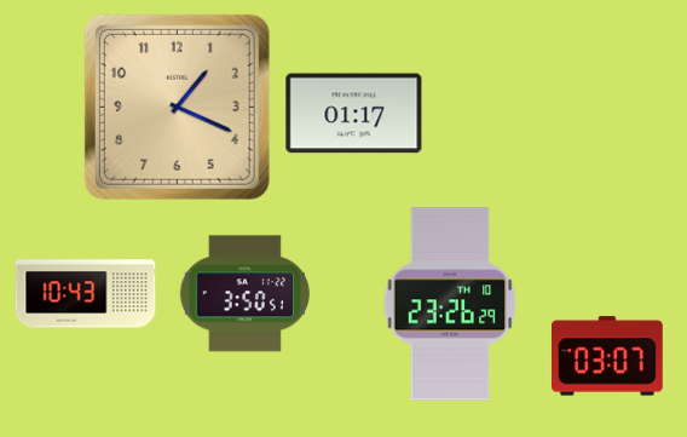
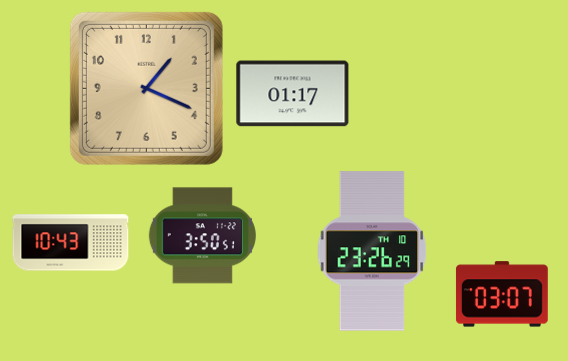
clock at (244, 294) position: (244, 294) -> (202, 236)
